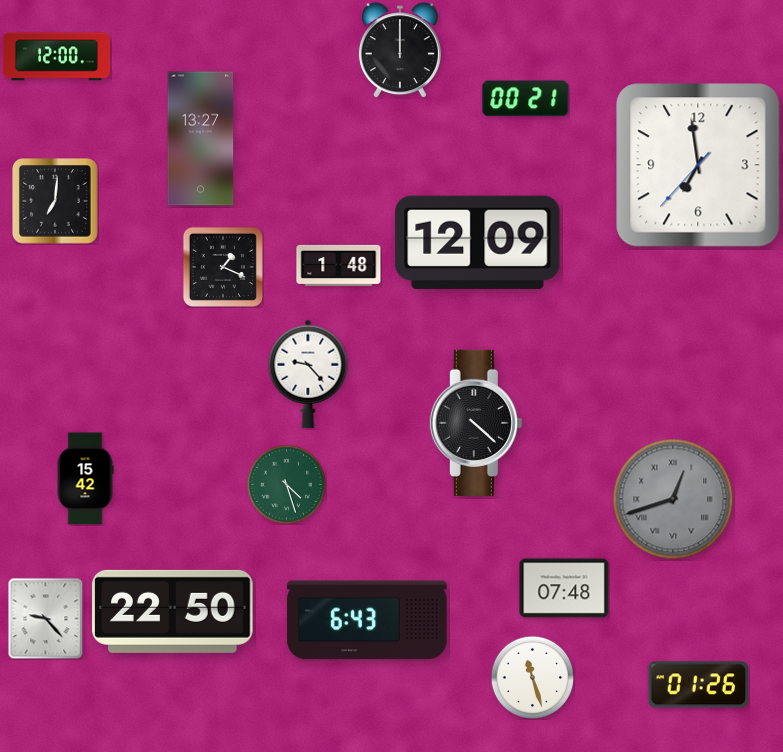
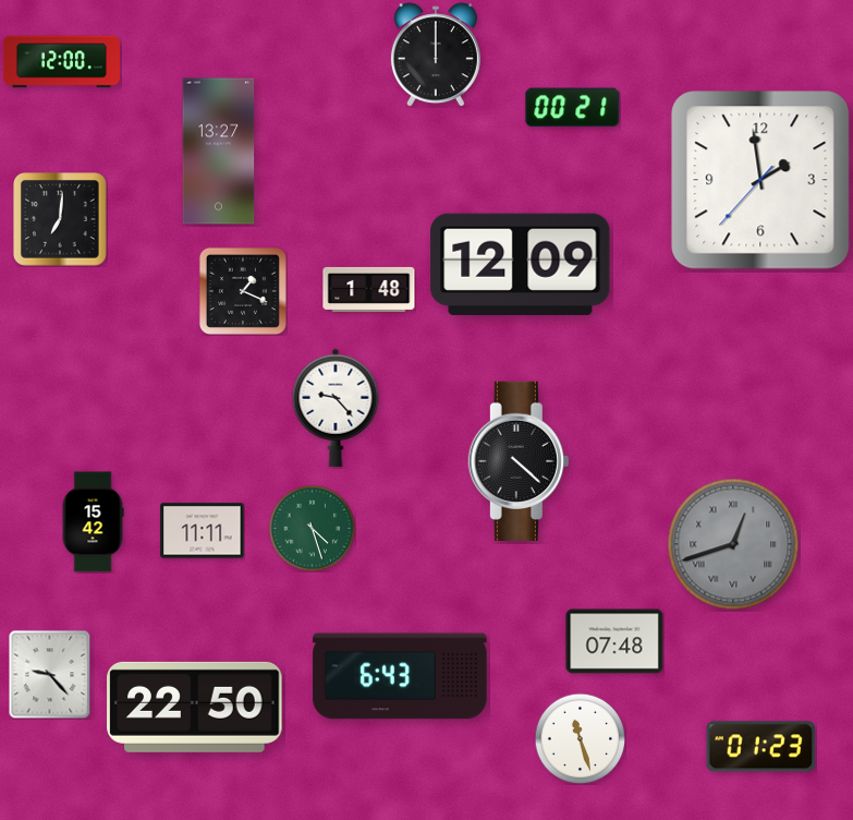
clock at (698, 165): 6:58 -> 1:58
clock at (203, 531): none -> 11:11
clock at (173, 611) position: (173, 611) -> (195, 707)
clock at (699, 685): 01:26 -> 01:23
